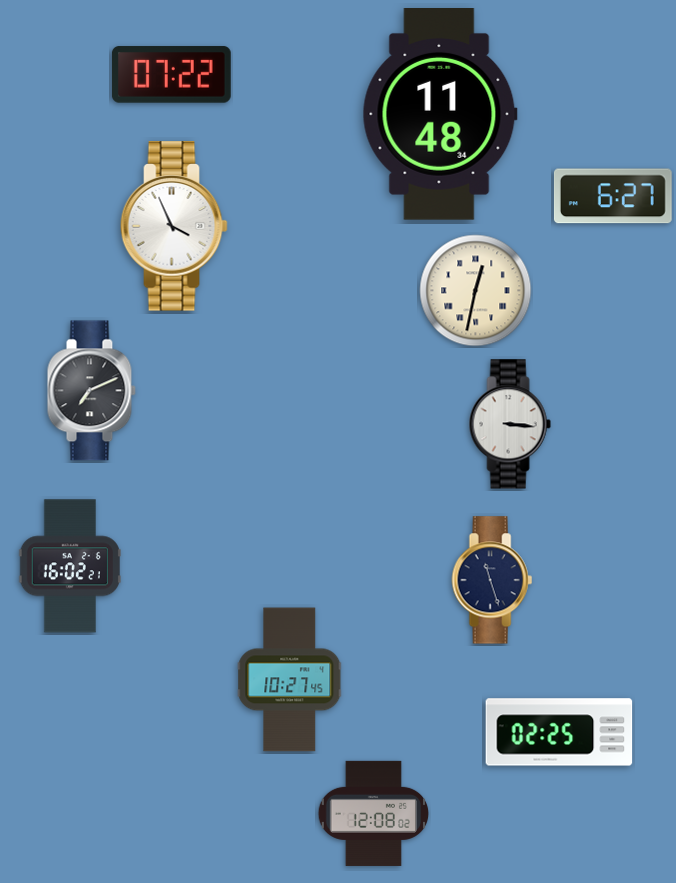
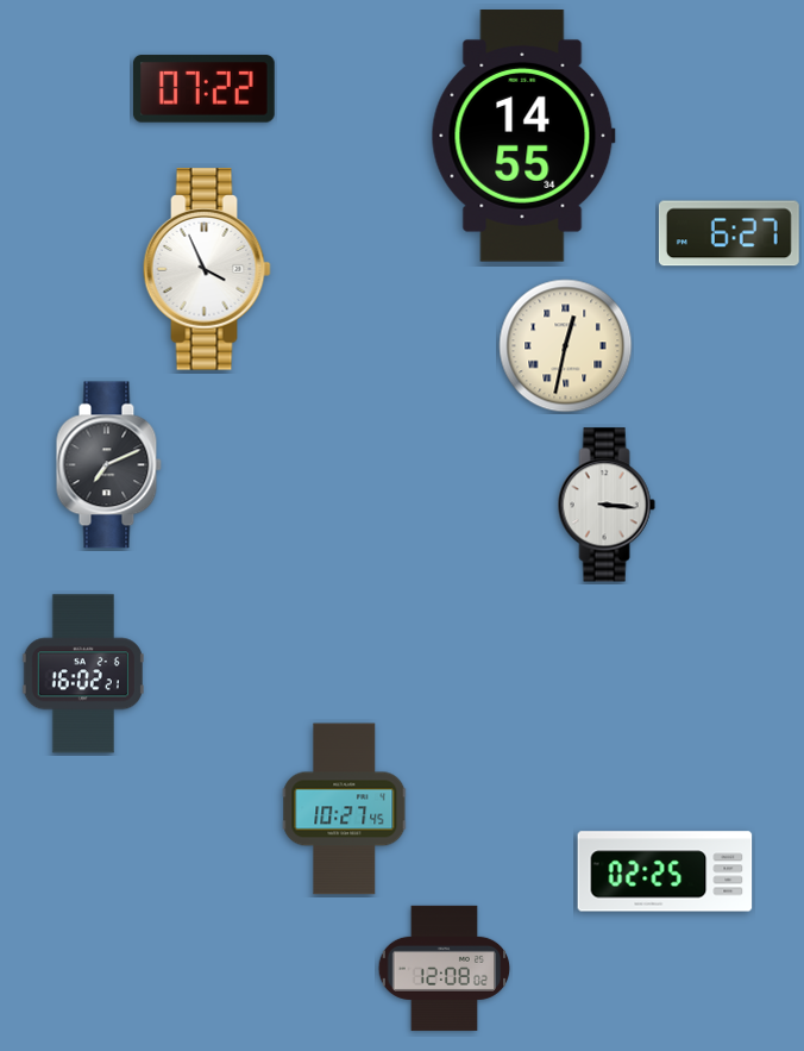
clock at (440, 115): 11:48 -> 14:55
clock at (492, 580): 11:27 -> none
